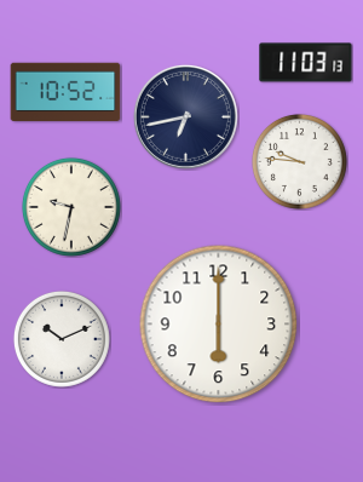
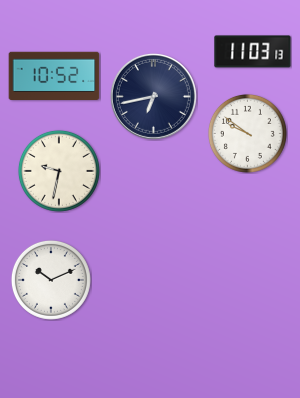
clock at (299, 161): 9:46 -> 9:51
clock at (219, 325): 6:00 -> none
